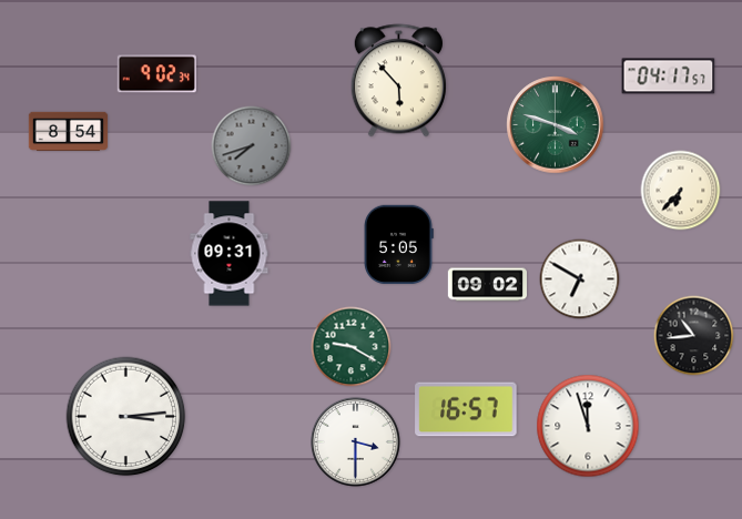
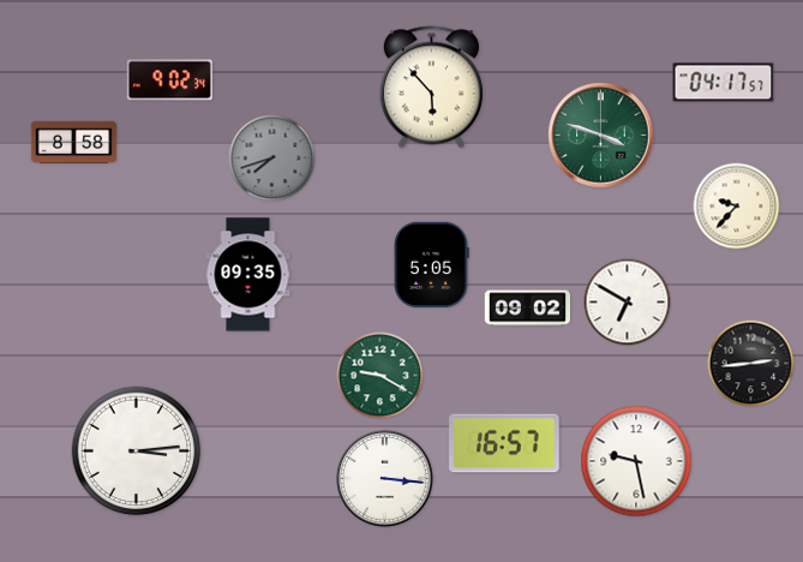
clock at (69, 132): 8:54 -> 8:58
clock at (681, 191): 6:37 -> 9:37
clock at (230, 254): 09:31 -> 09:35
clock at (694, 336): 10:44 -> 2:44
clock at (588, 426): 11:57 -> 9:28
clock at (356, 442): 3:30 -> 3:16
